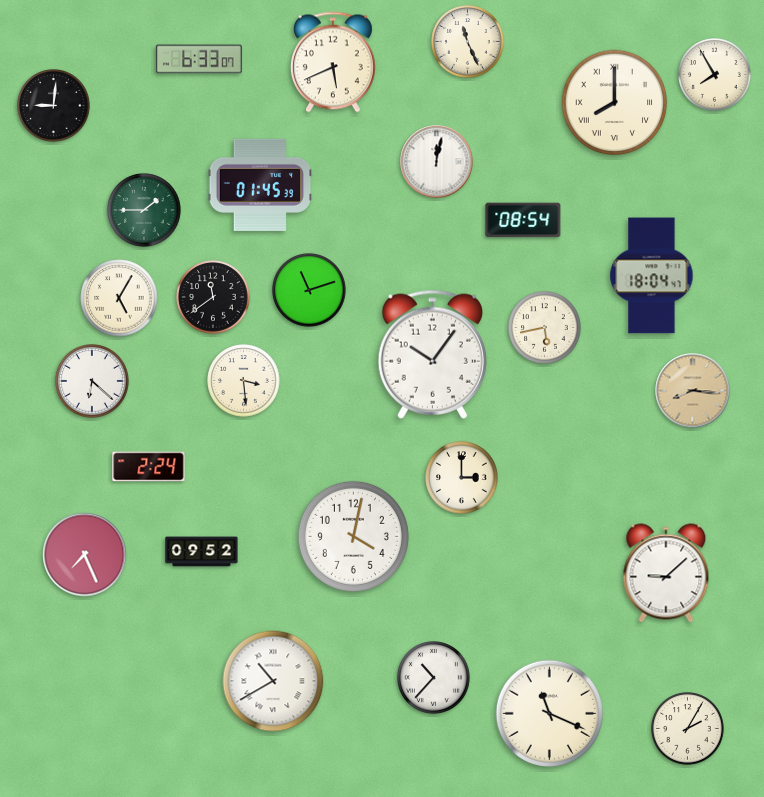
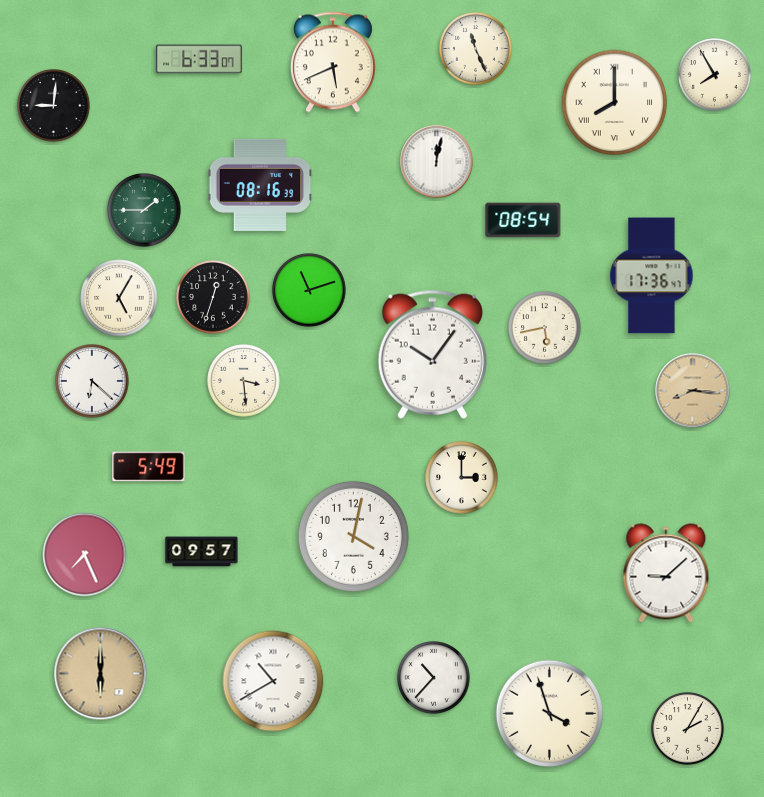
clock at (468, 42) position: (468, 42) -> (476, 49)
clock at (260, 185): 01:45 -> 08:16
clock at (652, 276): 18:04 -> 17:36
clock at (213, 297): 11:39 -> 12:33
clock at (149, 467): 2:24 -> 5:49
clock at (202, 552): 09:52 -> 09:57
clock at (101, 674): none -> 6:00
clock at (549, 713): 11:19 -> 3:57
